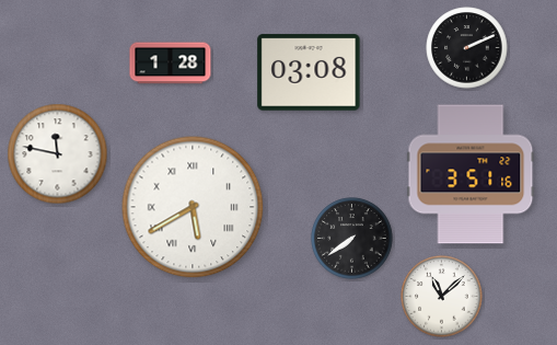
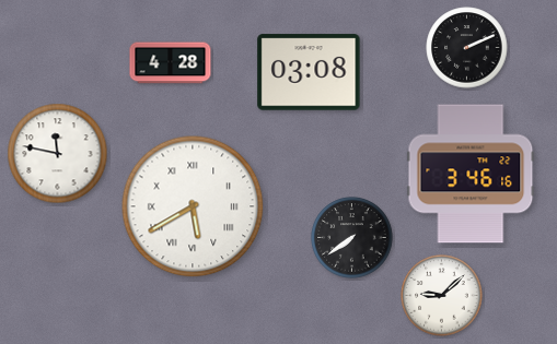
clock at (171, 64): 1:28 -> 4:28
clock at (471, 174): 3:51 -> 3:46
clock at (442, 297): 11:08 -> 9:08
